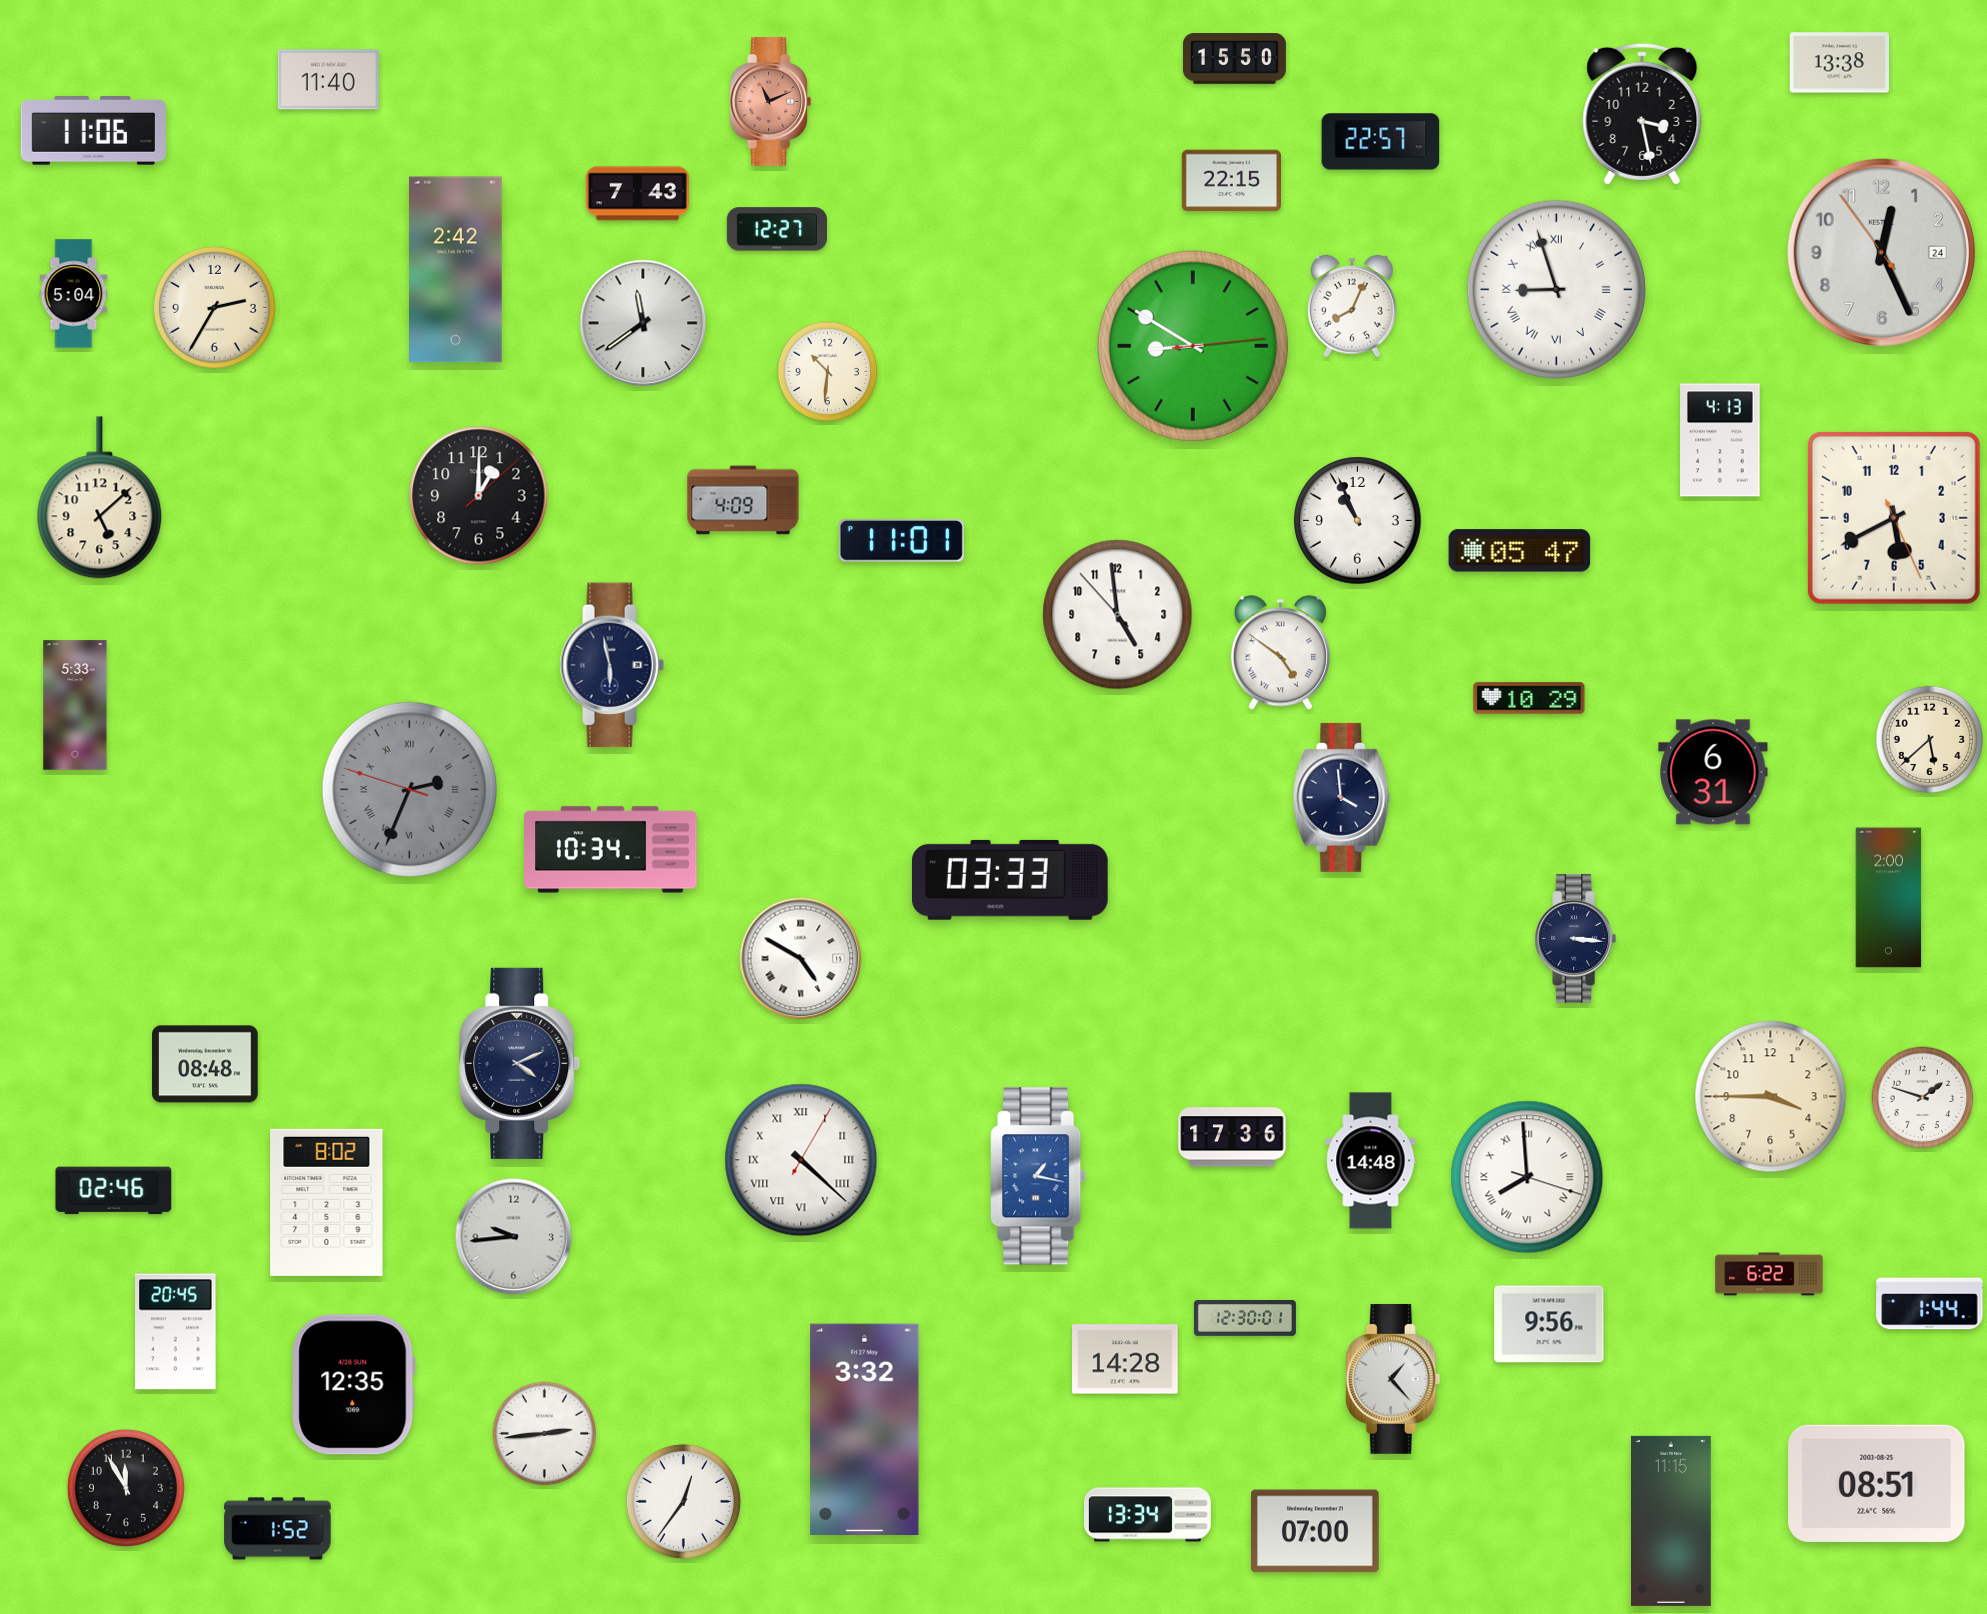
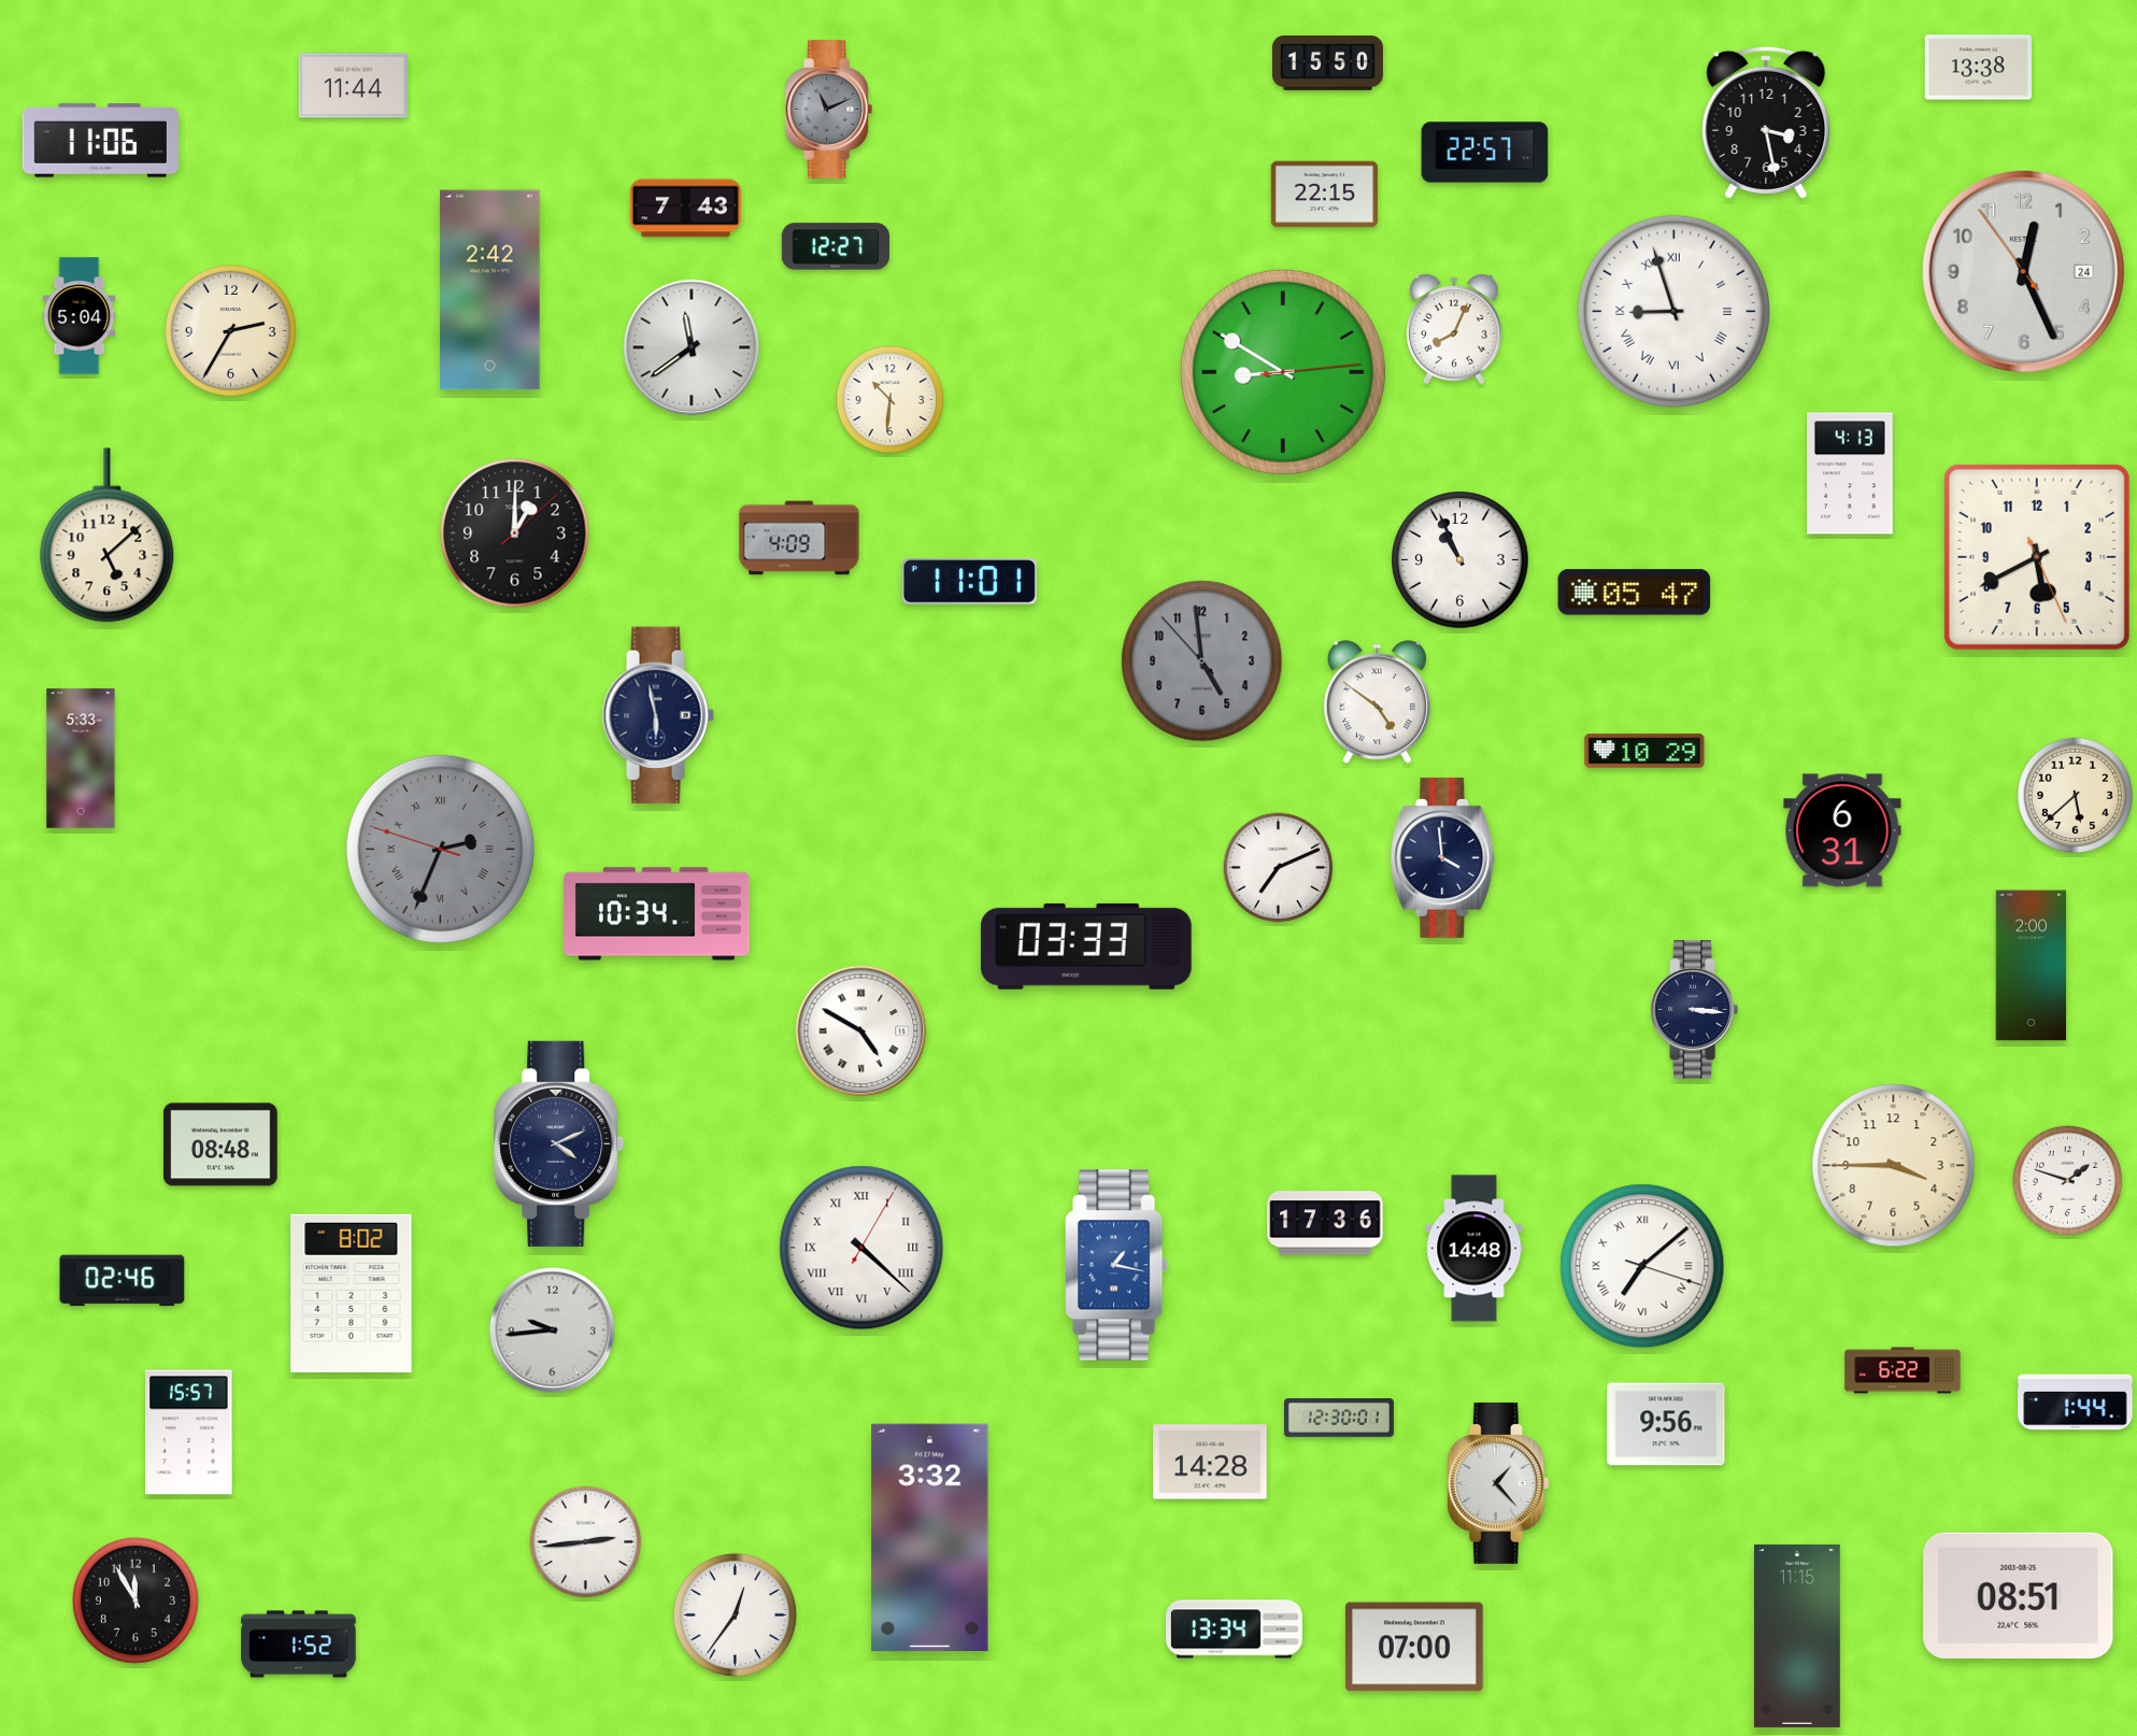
clock at (328, 80): 11:40 -> 11:44
clock at (770, 102) dial: salmon -> grey
clock at (1118, 615) dial: white -> grey
clock at (1279, 868): none -> 7:11
clock at (1771, 1097) position: (1771, 1097) -> (1894, 1166)
clock at (1527, 1177): 7:59 -> 7:08
clock at (176, 1332): 20:45 -> 15:57
clock at (354, 1385): 12:35 -> none
